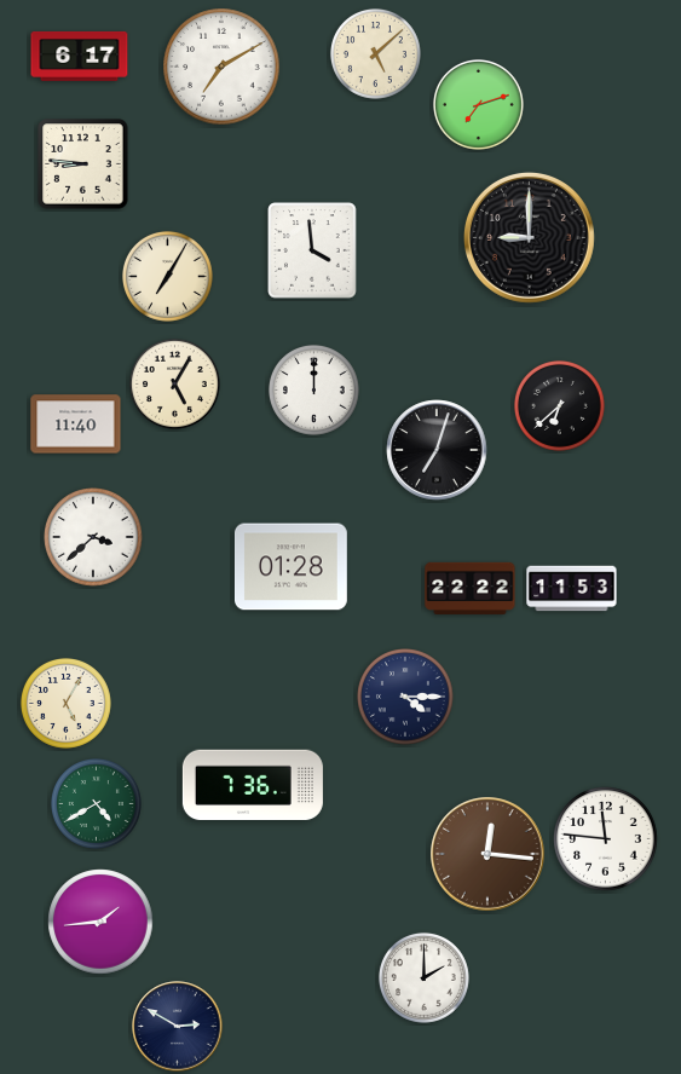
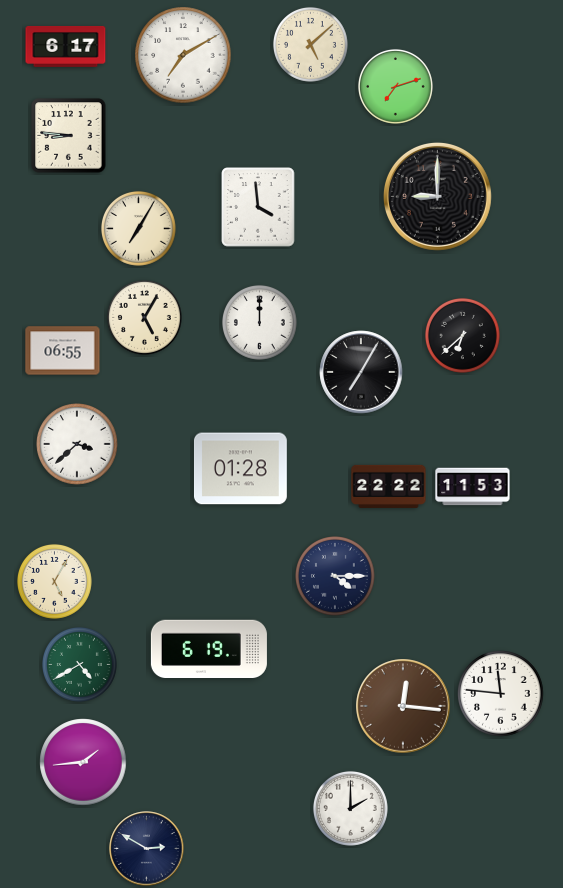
clock at (76, 425): 11:40 -> 06:55
clock at (437, 450): 7:03 -> 7:05
clock at (253, 785): 7:36 -> 6:19
